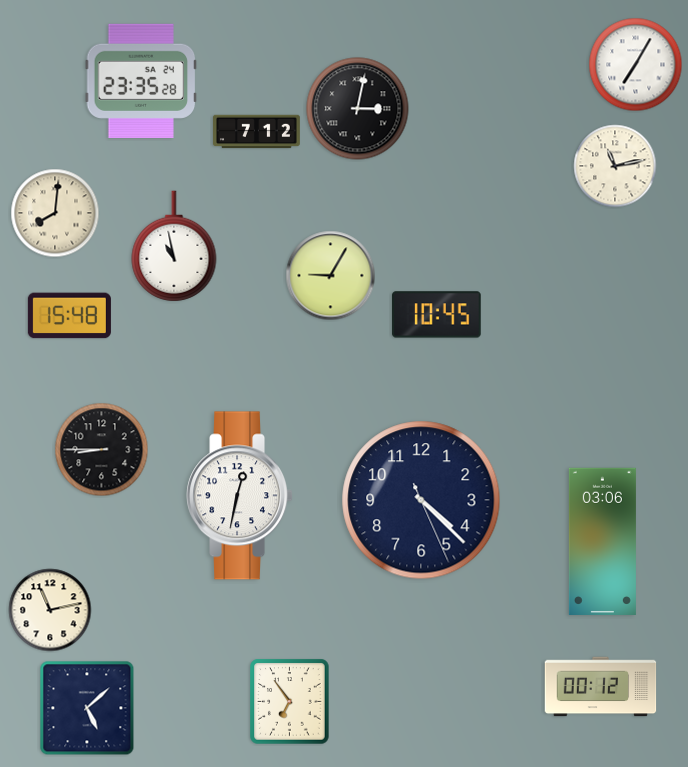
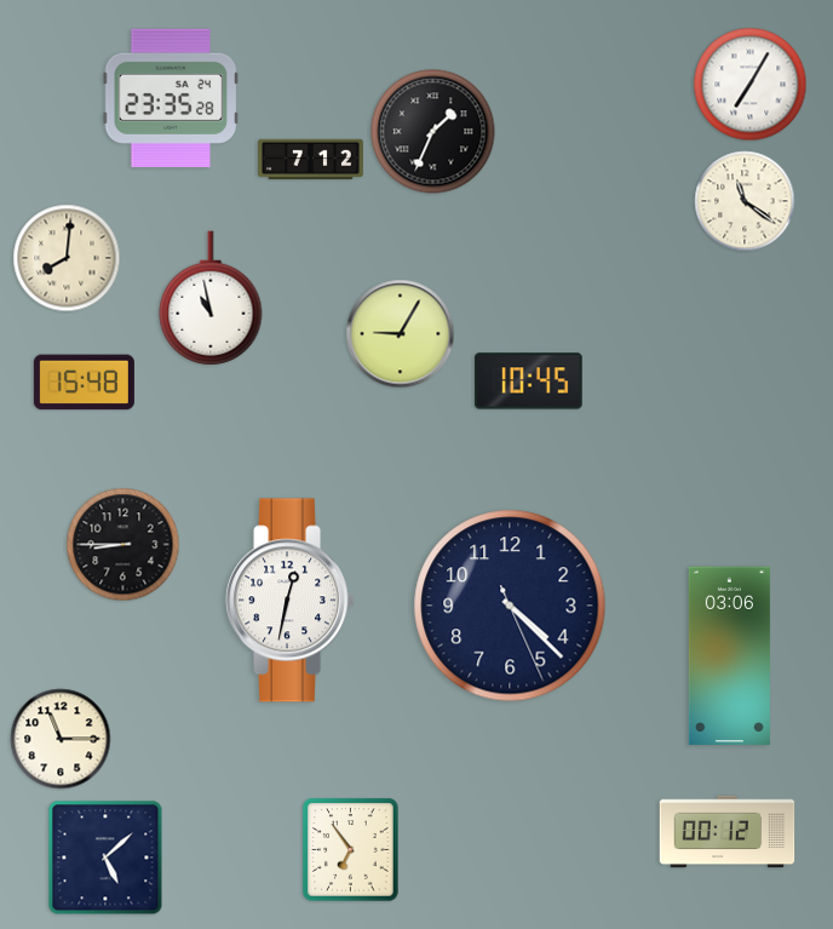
clock at (636, 65) position: (636, 65) -> (751, 85)
clock at (358, 109): 3:02 -> 1:34
clock at (615, 166): 11:13 -> 11:21
clock at (50, 610): 11:13 -> 11:15
